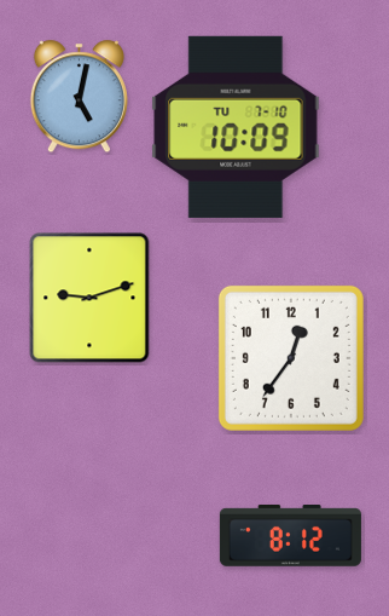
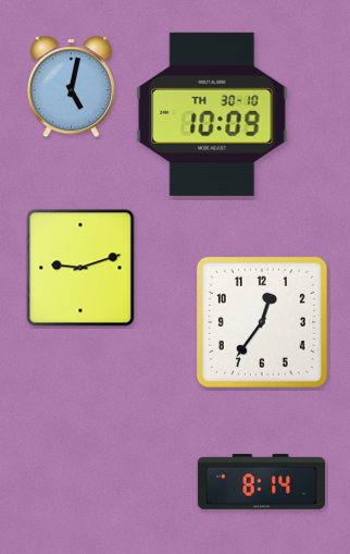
clock at (236, 127) date: TU 7-10 -> TH 30-10
clock at (290, 536): 8:12 -> 8:14
